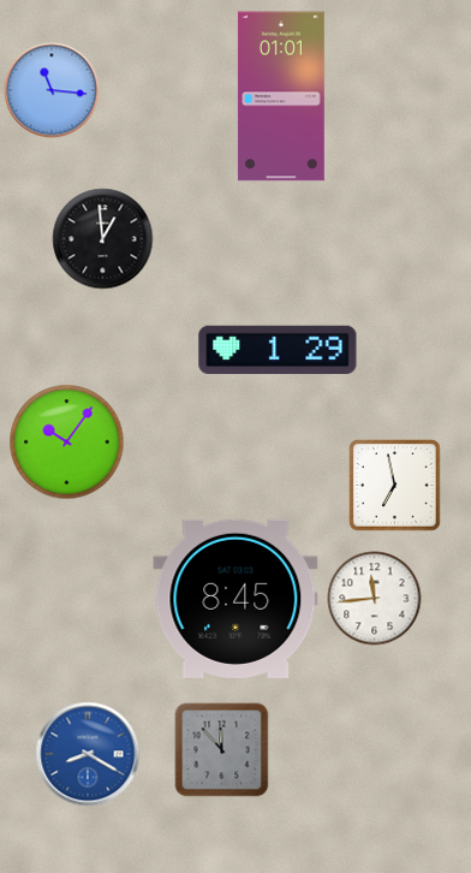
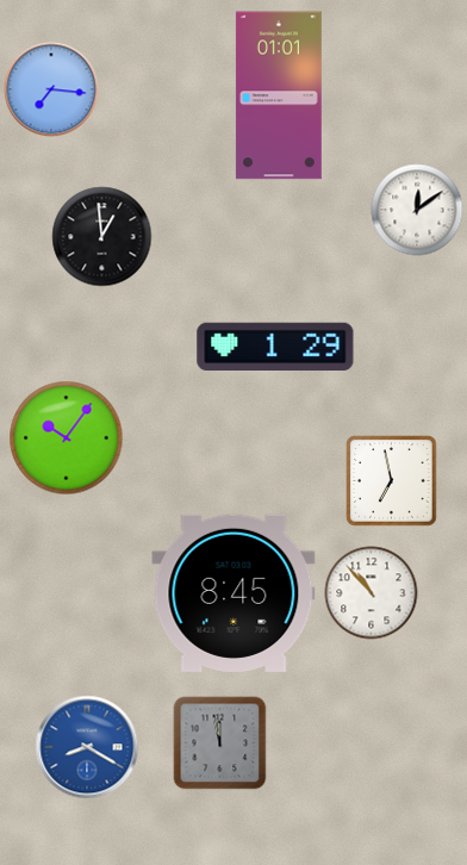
clock at (52, 90): 11:16 -> 7:16
clock at (417, 210): none -> 12:09
clock at (375, 599): 11:44 -> 10:53
clock at (222, 750): 11:53 -> 11:58
